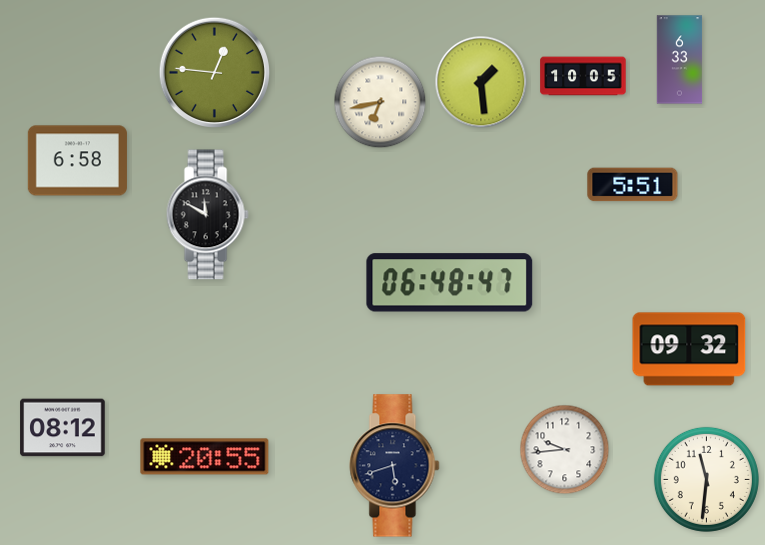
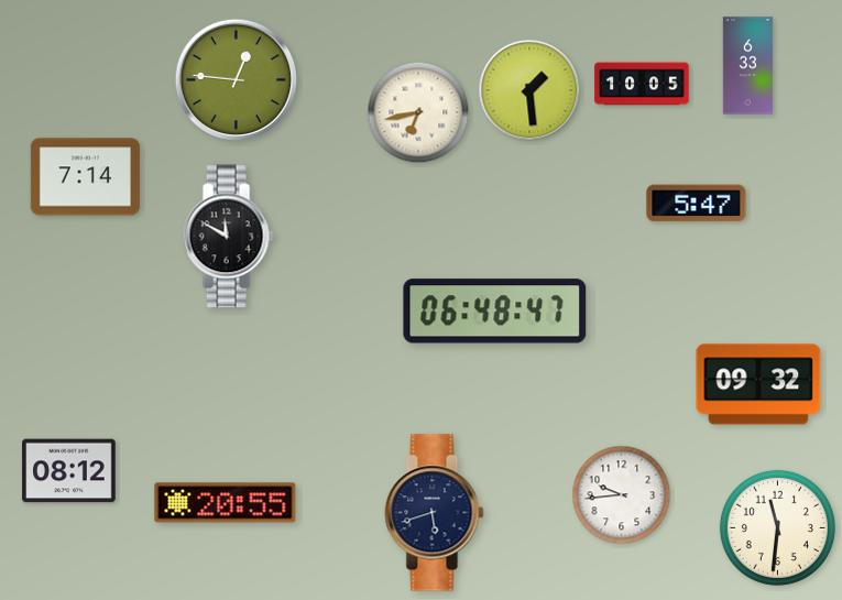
clock at (77, 161): 6:58 -> 7:14
clock at (633, 185): 5:51 -> 5:47
